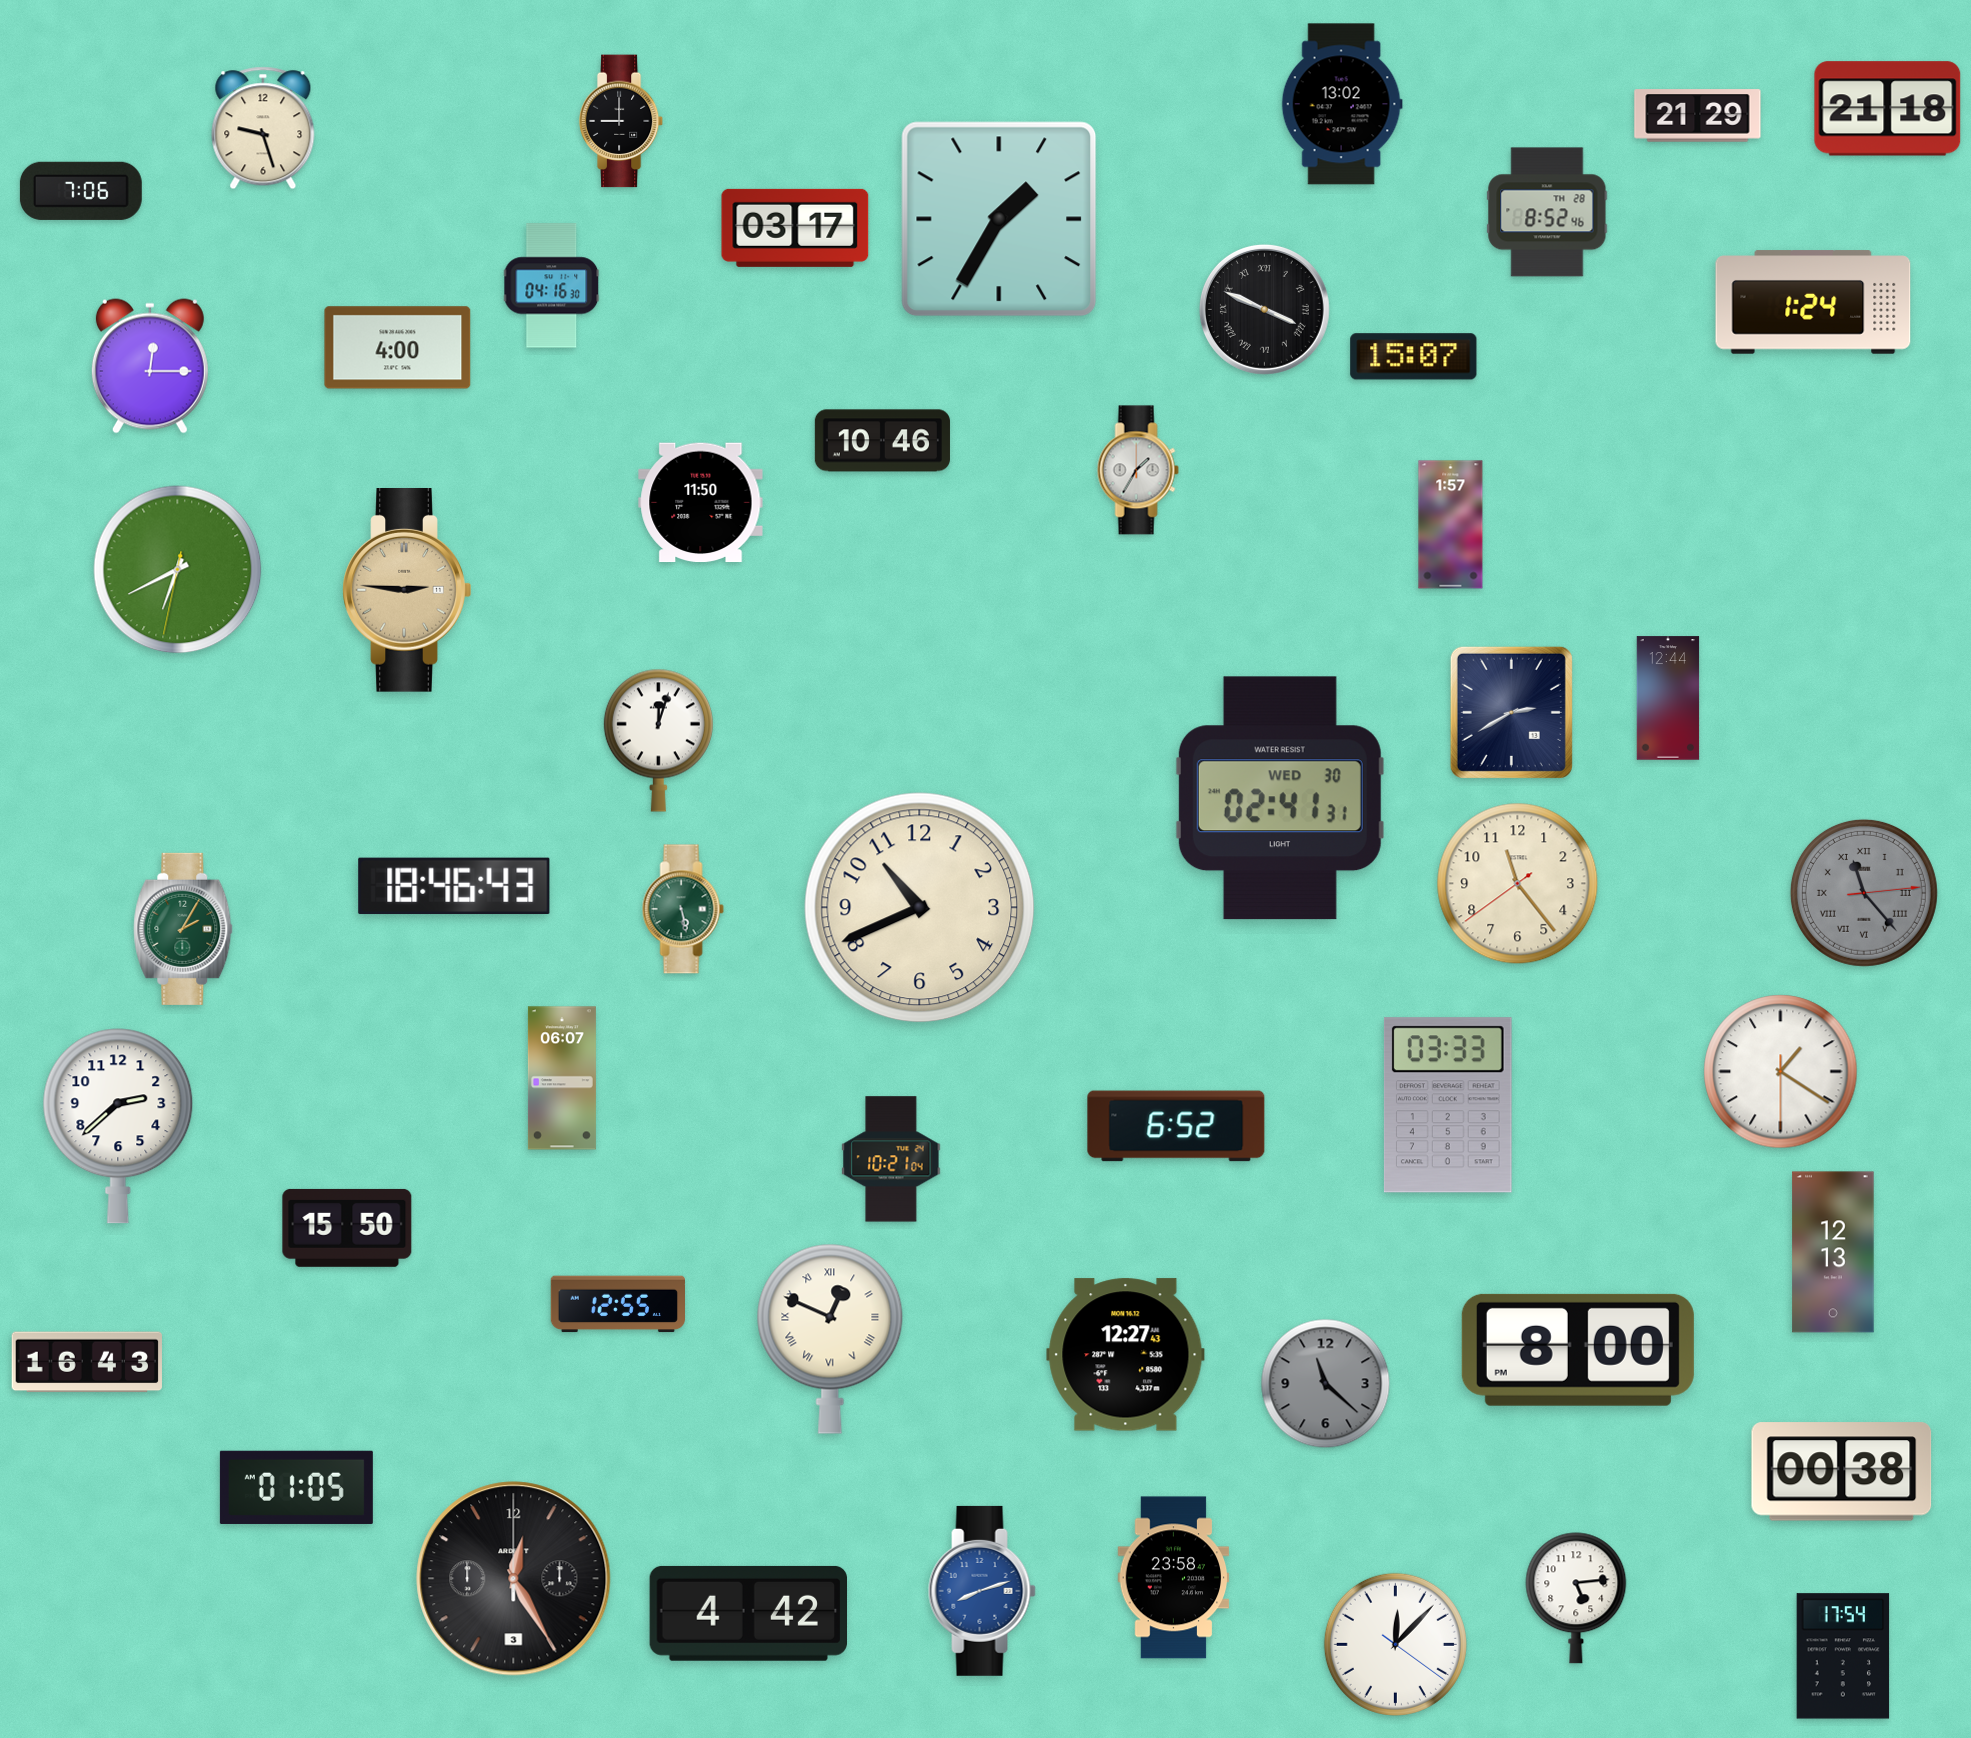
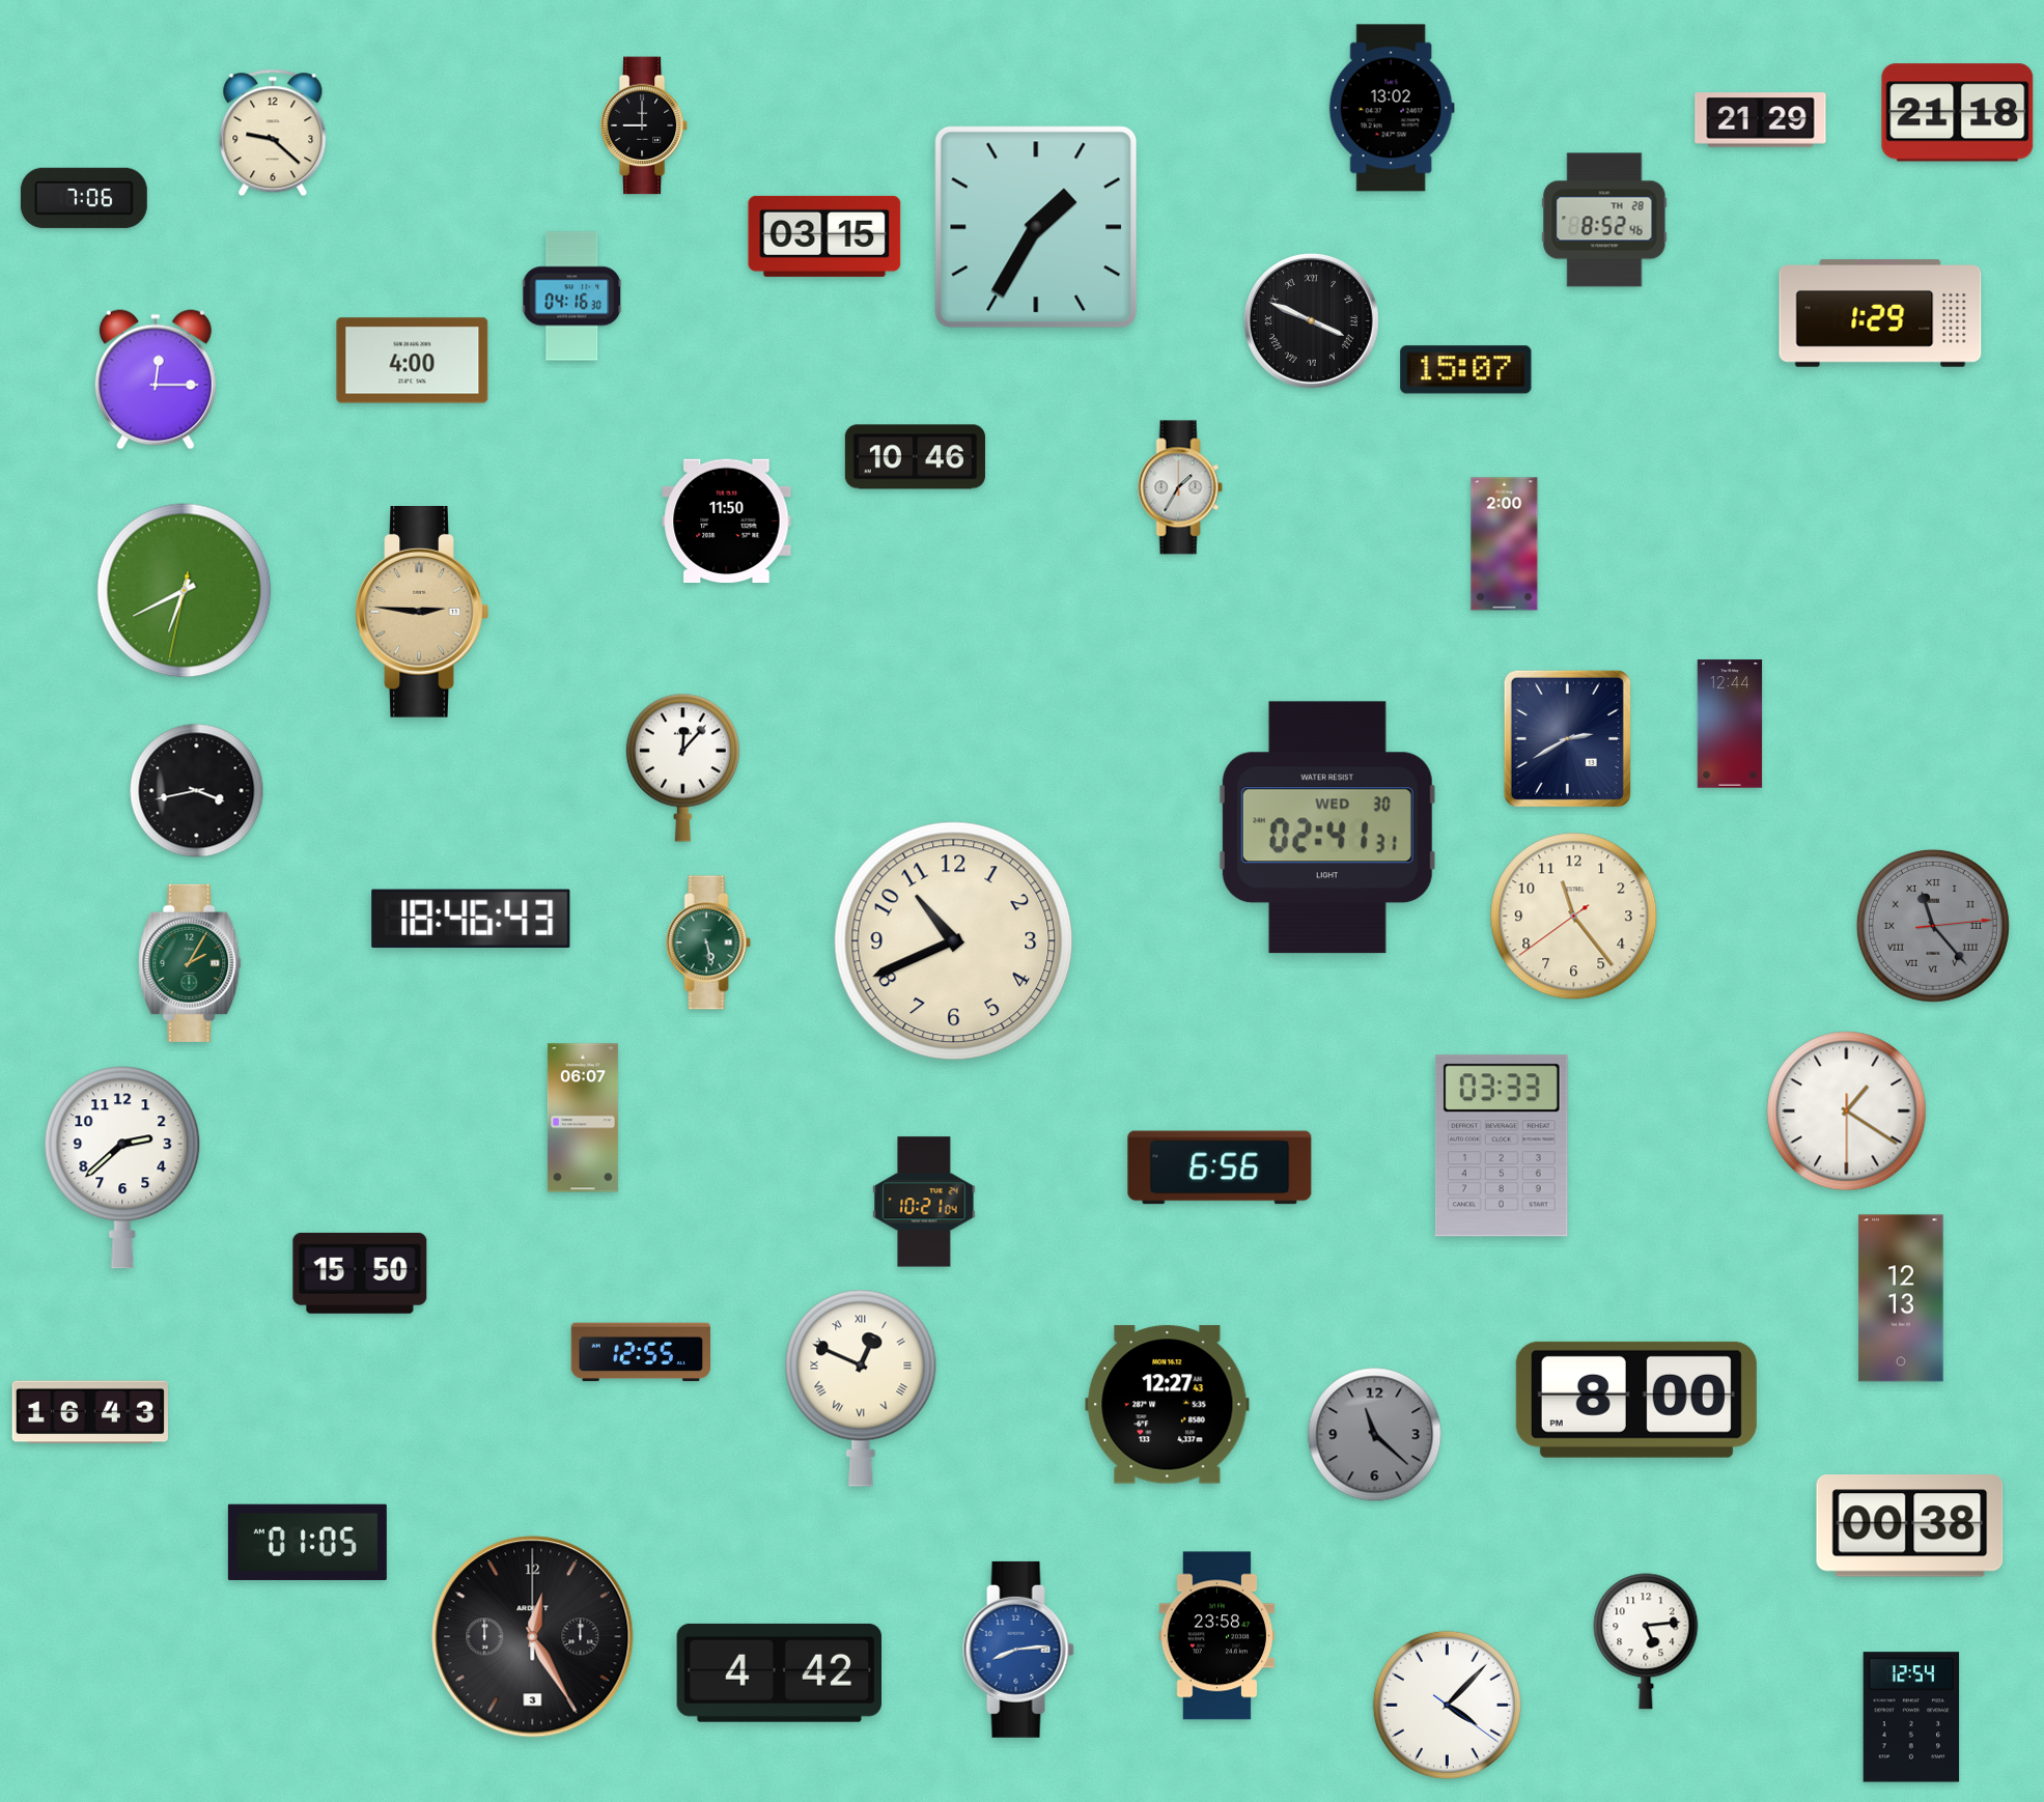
clock at (263, 128): 9:27 -> 9:22
clock at (795, 228): 03:17 -> 03:15
clock at (1813, 302): 1:24 -> 1:29
clock at (1451, 525): 1:57 -> 2:00
clock at (658, 740): 12:03 -> 12:07
clock at (197, 791): none -> 3:43
clock at (1176, 1126): 6:52 -> 6:56
clock at (982, 1591): 8:12 -> 8:14
clock at (1576, 1598) position: (1576, 1598) -> (1646, 1641)
clock at (748, 1613) position: (748, 1613) -> (779, 1672)
clock at (1395, 1644): 12:07 -> 4:07
clock at (1843, 1656): 17:54 -> 12:54
